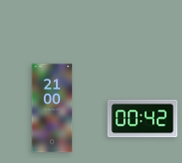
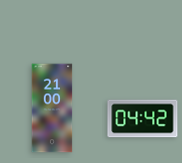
clock at (143, 119): 00:42 -> 04:42
